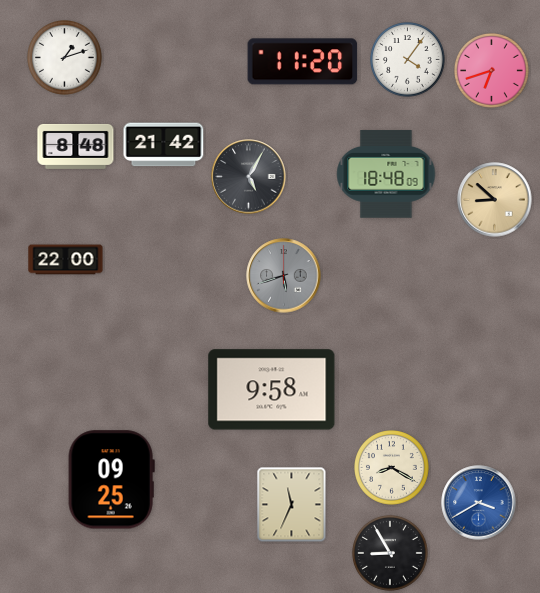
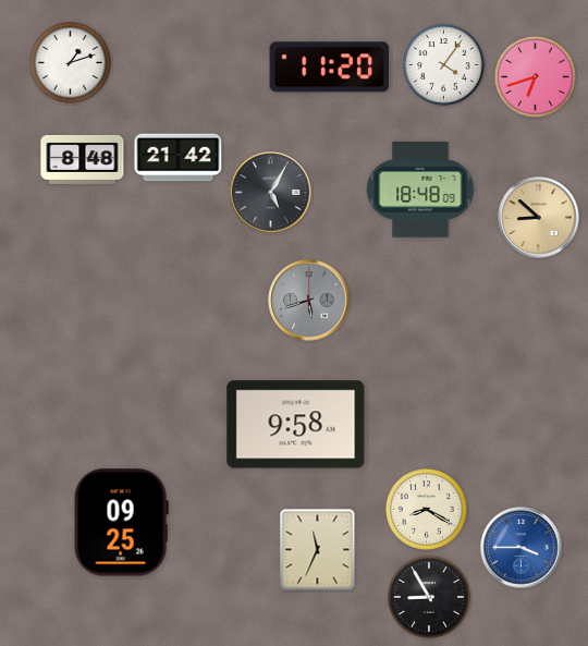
clock at (66, 260): 22:00 -> none
clock at (479, 503): 3:40 -> 3:45
clock at (391, 554) position: (391, 554) -> (430, 598)
